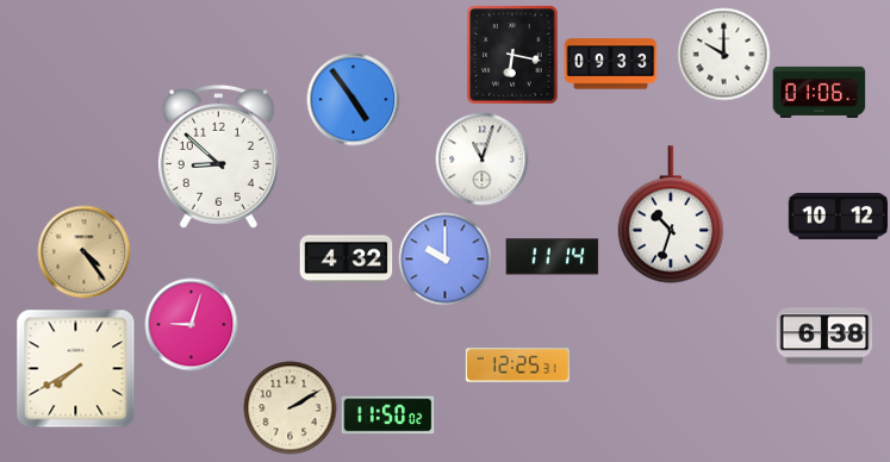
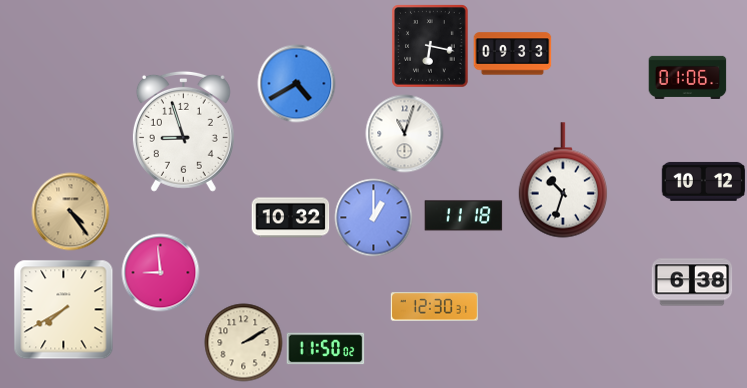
clock at (723, 54): 10:00 -> none
clock at (353, 99): 4:54 -> 4:40
clock at (218, 156): 8:52 -> 8:57
clock at (552, 257): 11:14 -> 11:18
clock at (444, 258): 10:00 -> 1:00
clock at (346, 260): 4:32 -> 10:32
clock at (191, 324): 9:03 -> 8:59
clock at (517, 366): 12:25 -> 12:30
